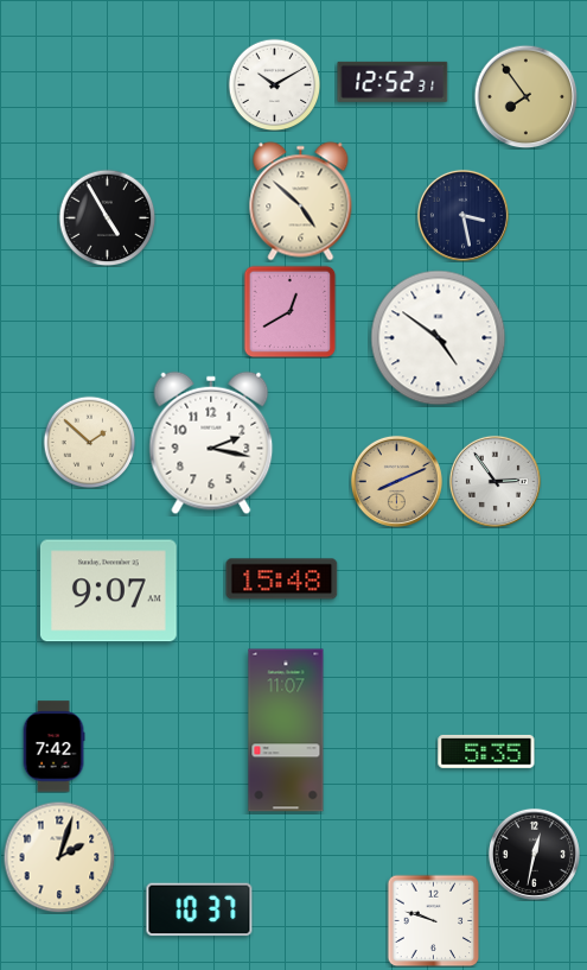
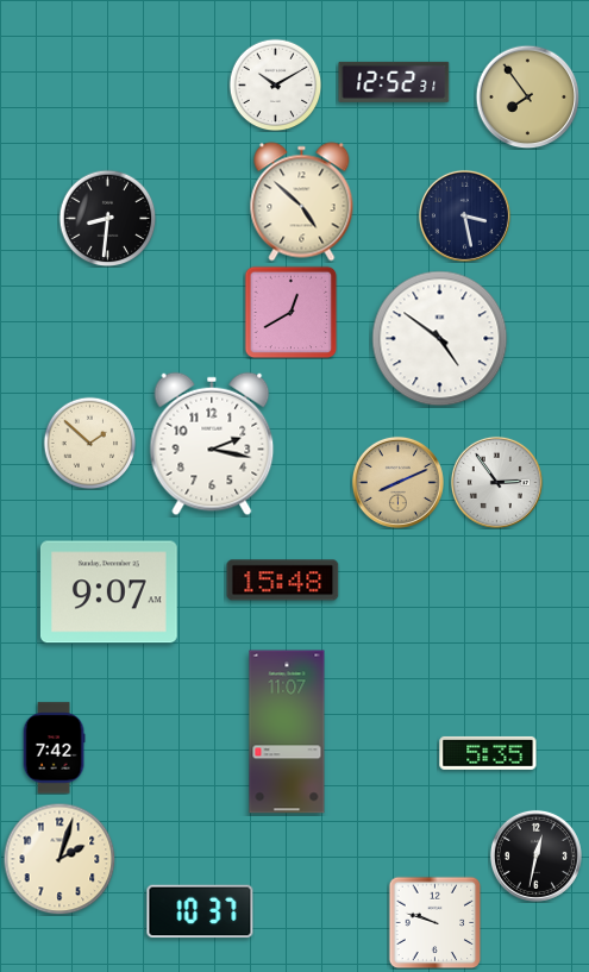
clock at (107, 217): 4:55 -> 8:31
